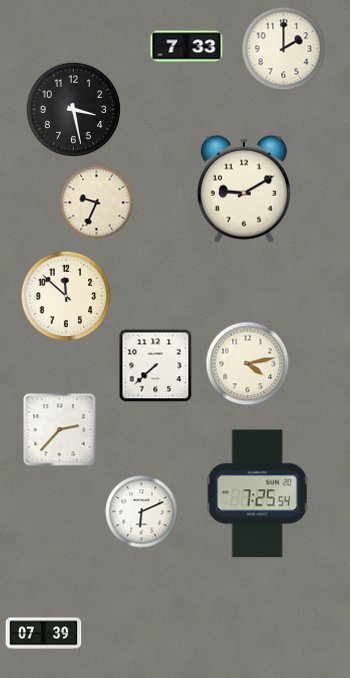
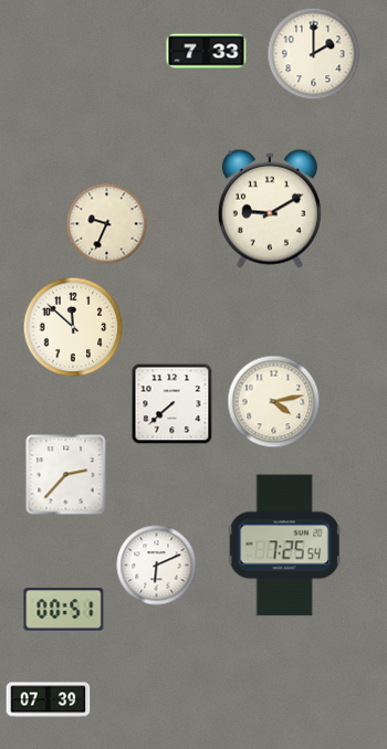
clock at (74, 110): 3:28 -> none
clock at (64, 610): none -> 00:51
